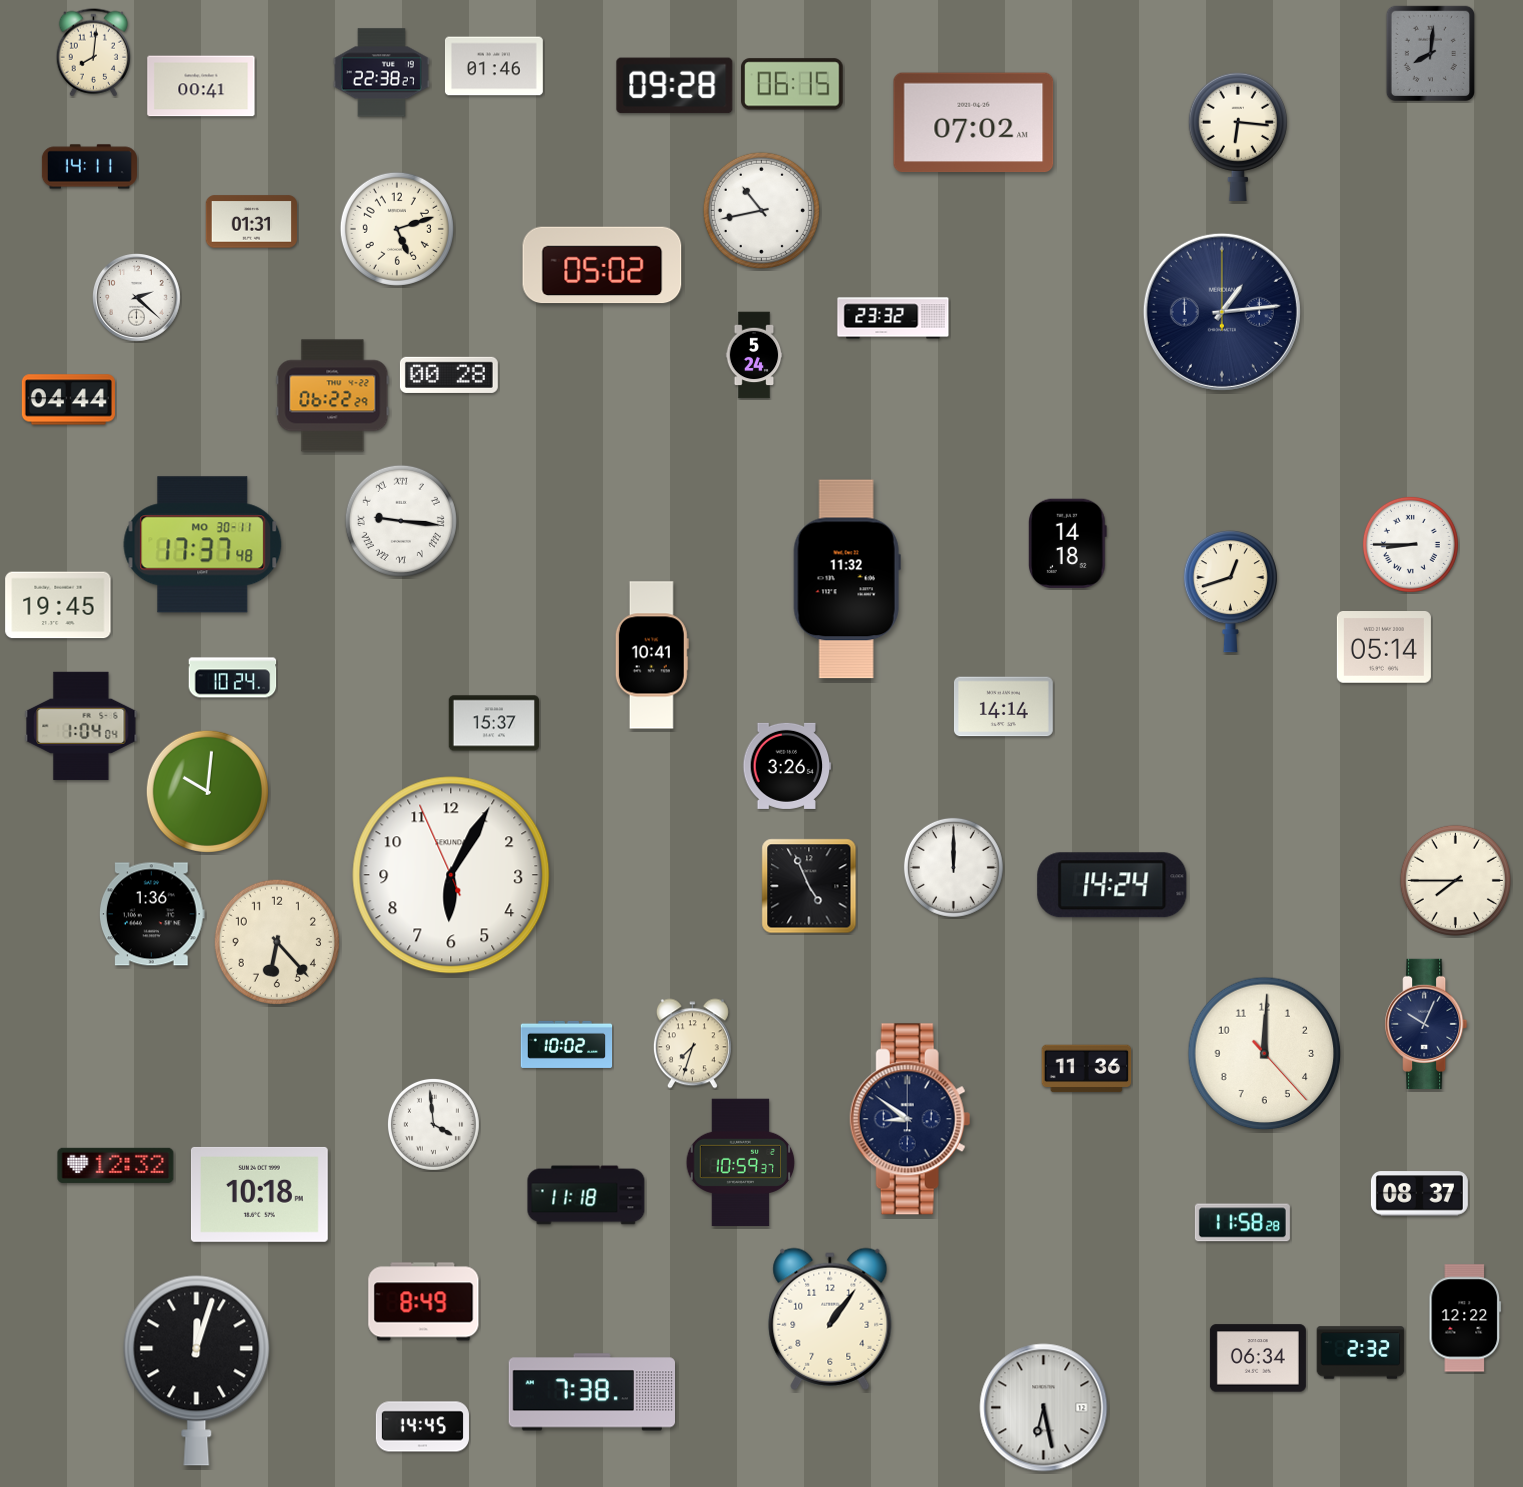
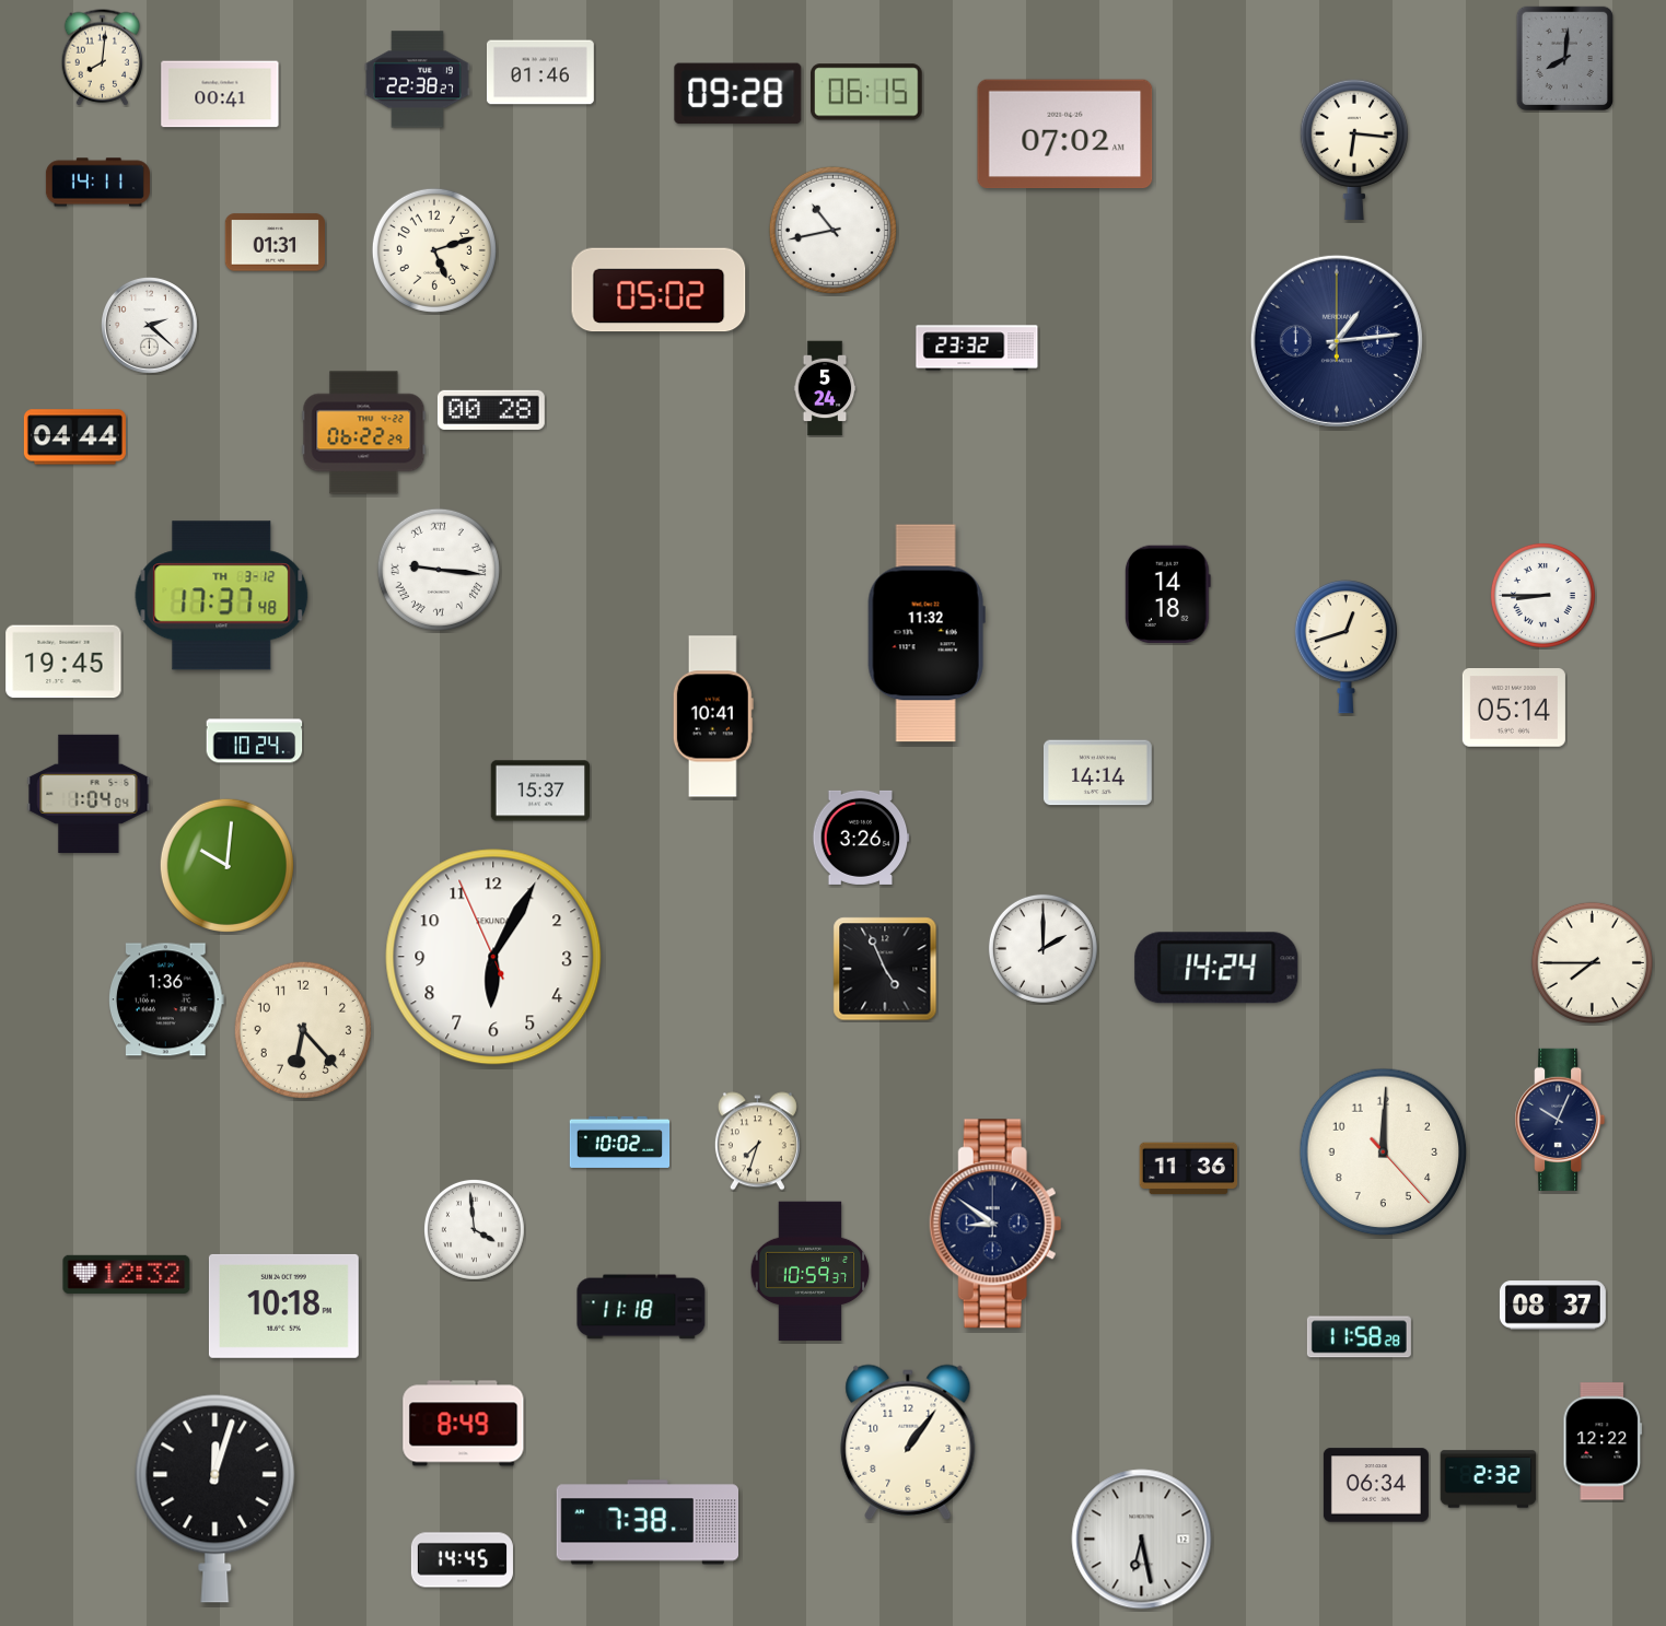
clock at (203, 545) date: MO 30-11 -> TH 3-12
clock at (953, 867): 12:00 -> 2:00
